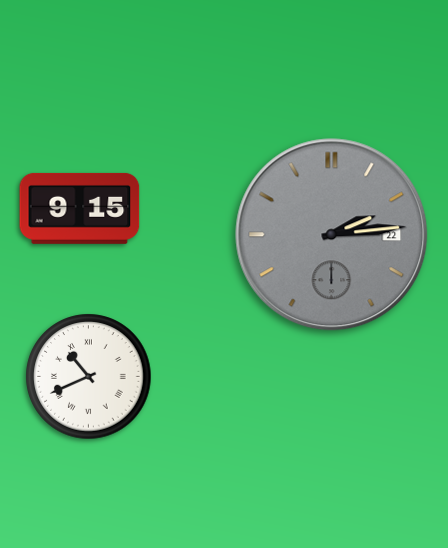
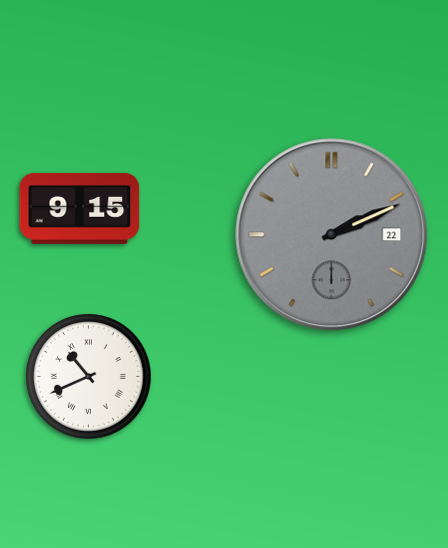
clock at (332, 235): 2:14 -> 2:11
